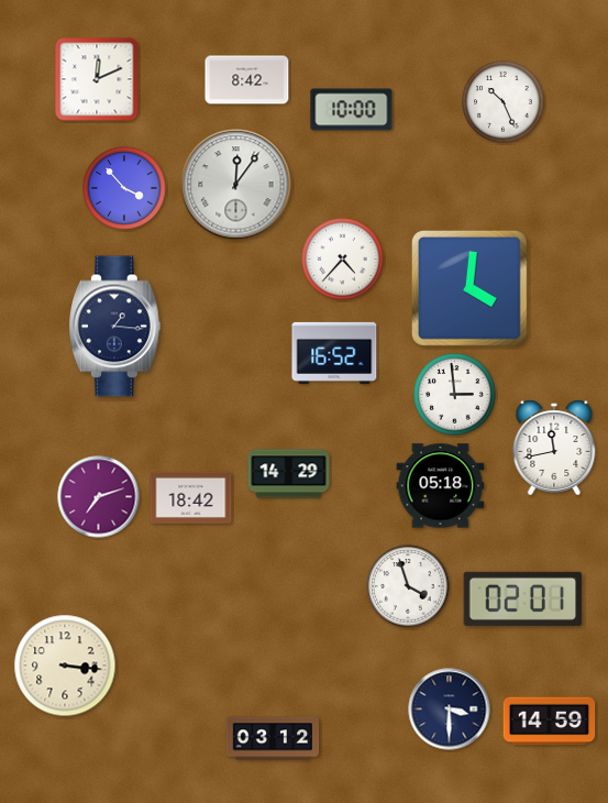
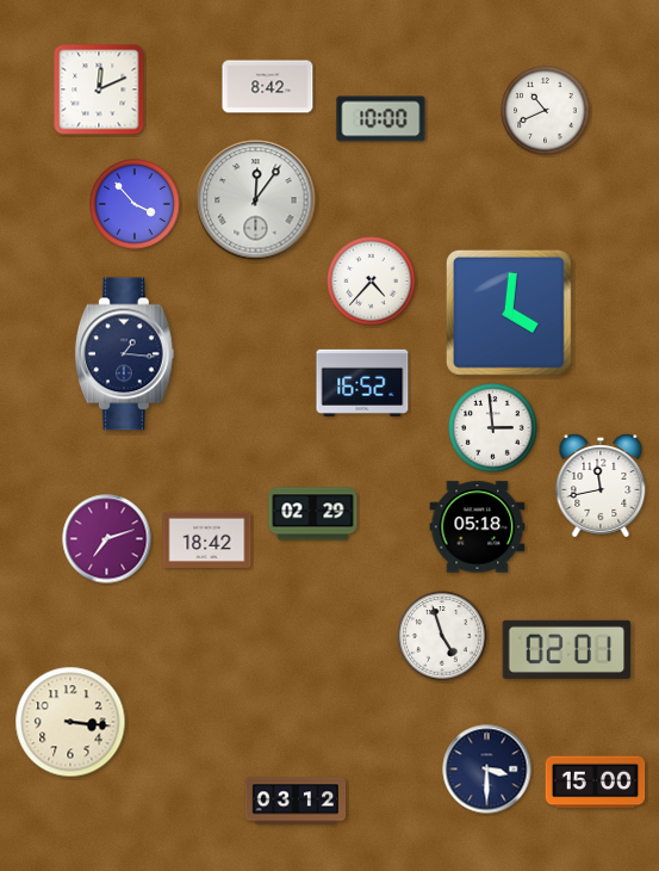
clock at (97, 79) position: (97, 79) -> (99, 89)
clock at (504, 102): 10:26 -> 10:41
clock at (289, 474): 14:29 -> 02:29
clock at (408, 586): 3:57 -> 4:57
clock at (550, 722): 14:59 -> 15:00
